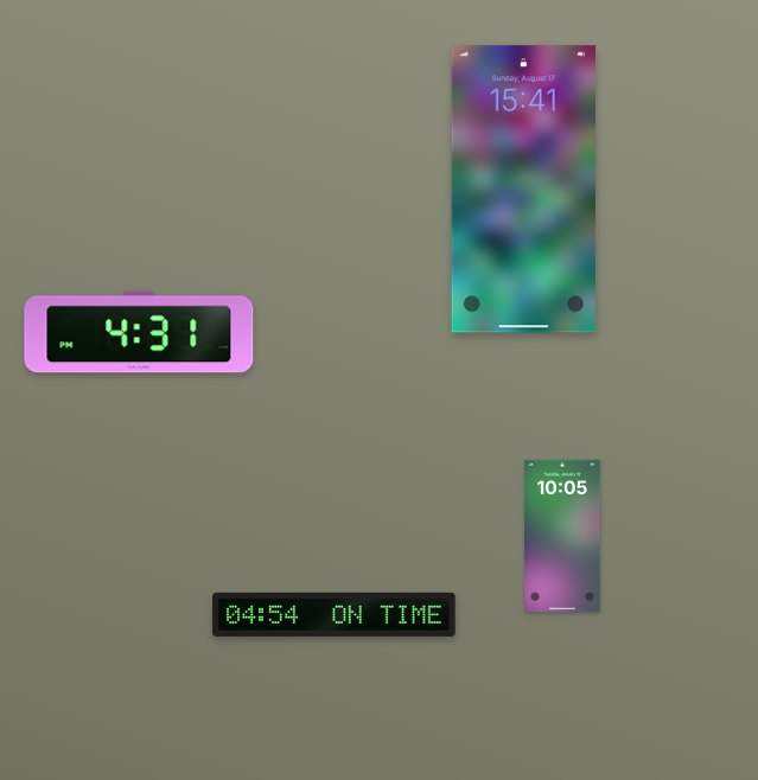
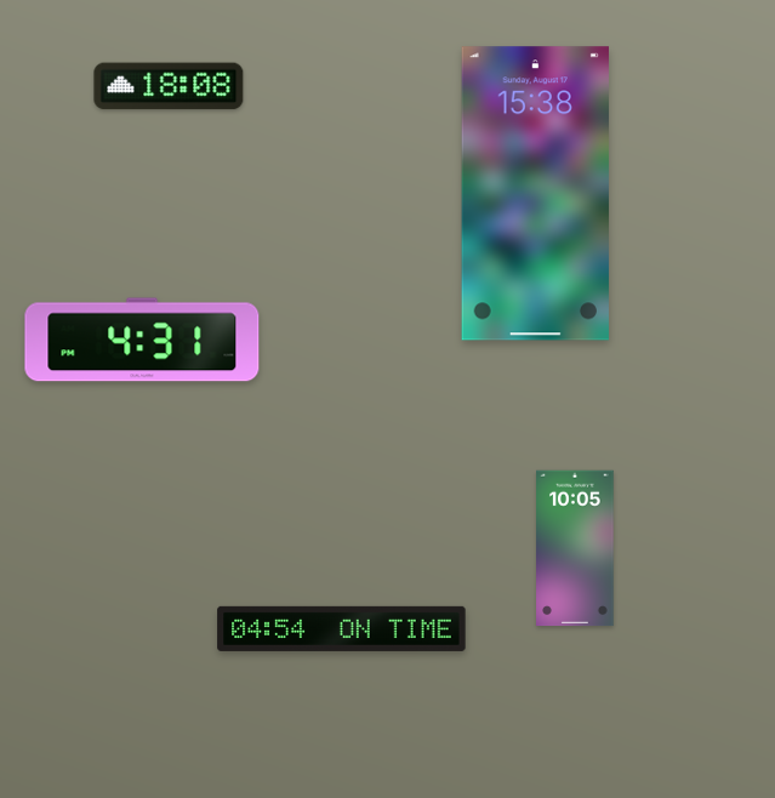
clock at (169, 86): none -> 18:08
clock at (523, 190): 15:41 -> 15:38
